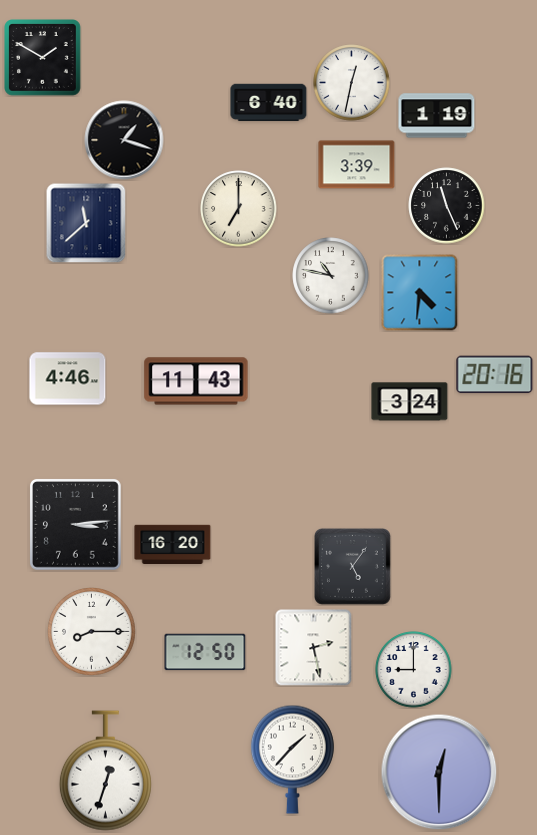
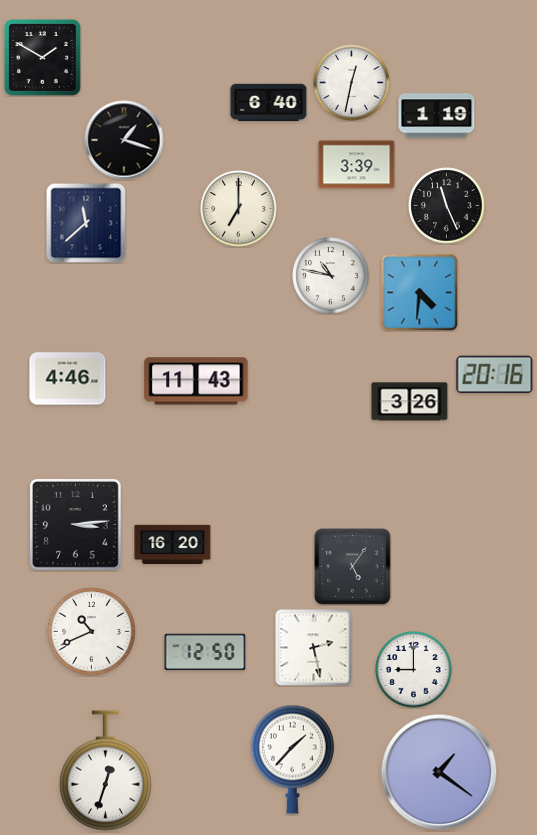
clock at (410, 402): 3:24 -> 3:26
clock at (92, 632): 8:15 -> 10:41
clock at (439, 772): 12:30 -> 1:21
